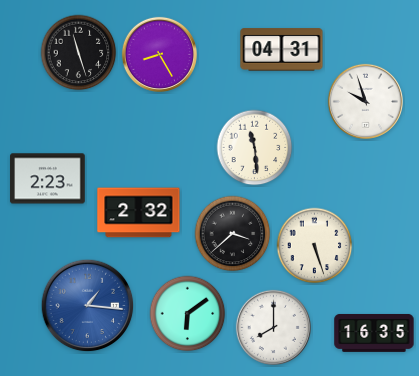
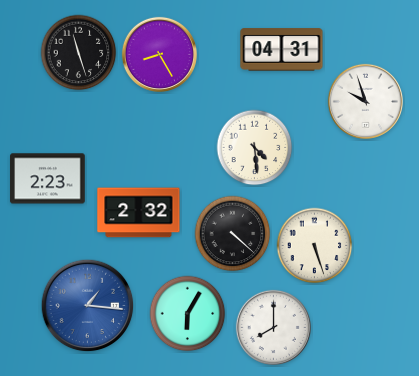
clock at (255, 148): 11:29 -> 4:29
clock at (233, 234): 3:38 -> 4:22
clock at (188, 314): 6:09 -> 6:05
clock at (374, 333): 16:35 -> none
